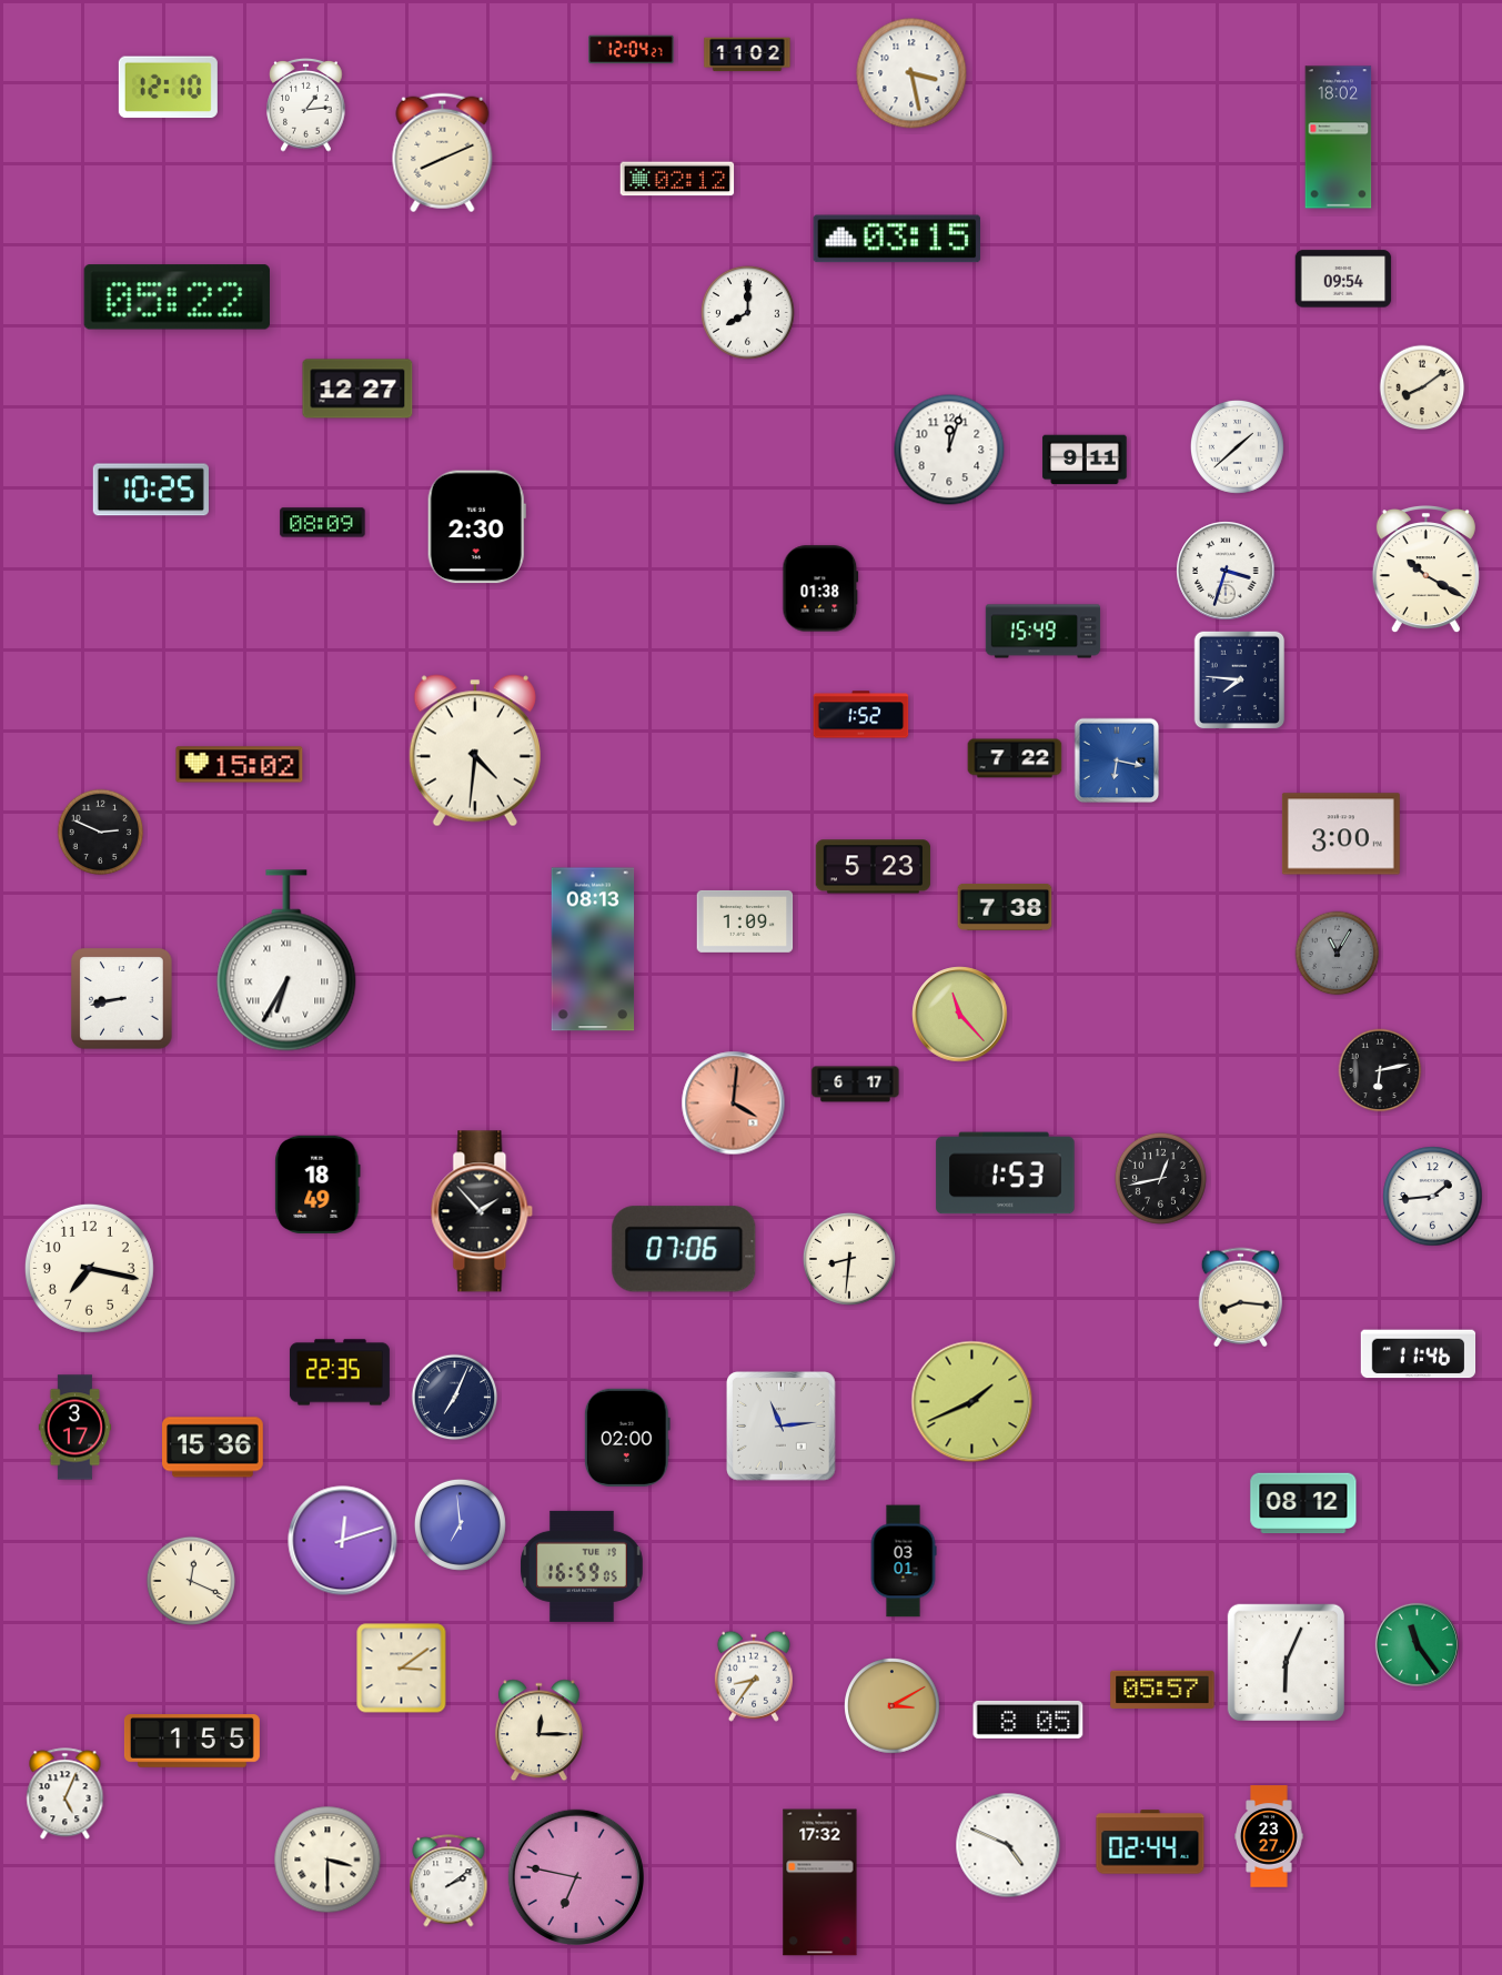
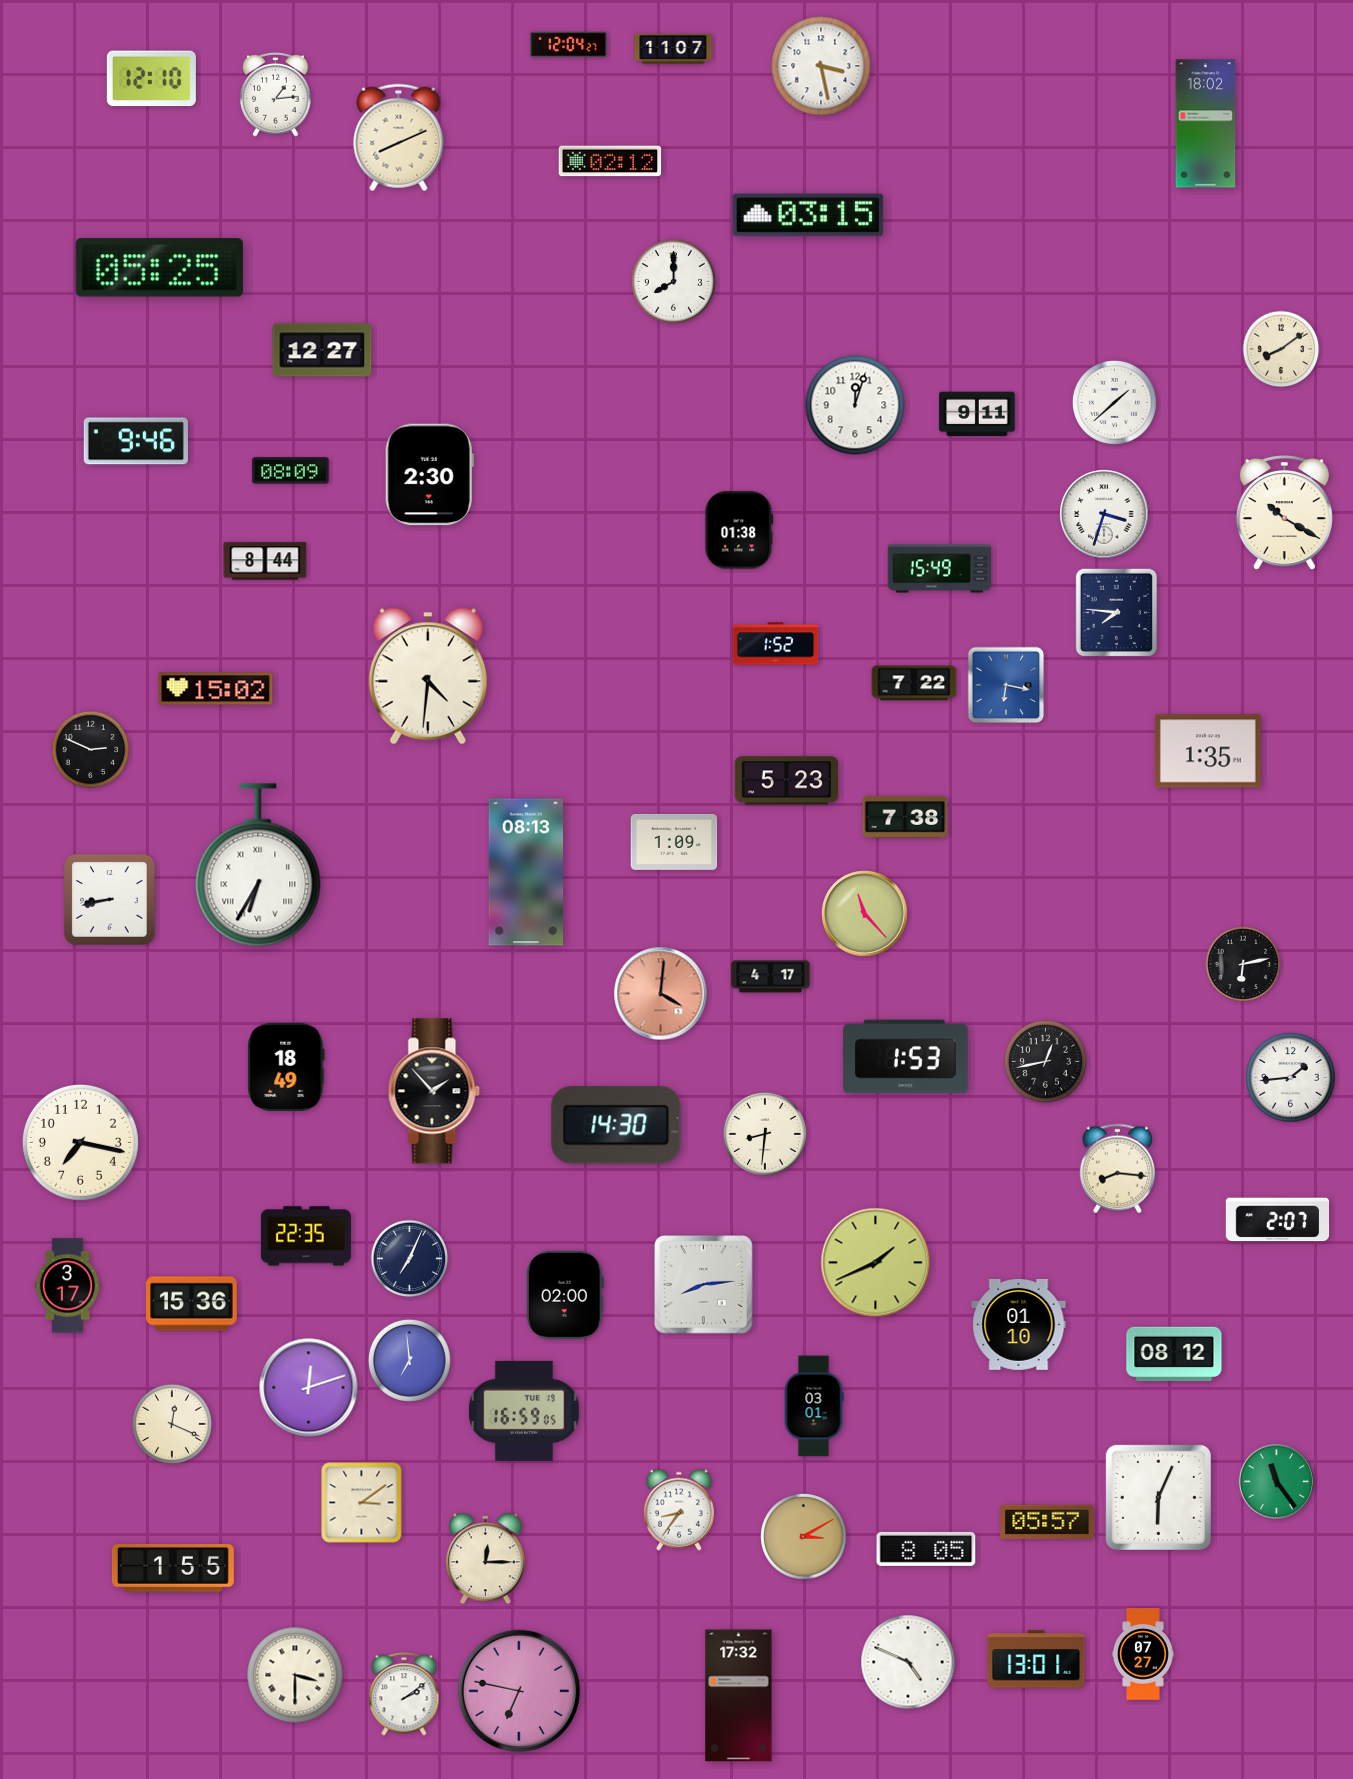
clock at (747, 54): 11:02 -> 11:07
clock at (1343, 279): 09:54 -> none
clock at (177, 298): 05:22 -> 05:25
clock at (151, 490): 10:25 -> 9:46
clock at (265, 561): none -> 8:44
clock at (1341, 834): 3:00 -> 1:35
clock at (745, 921) position: (745, 921) -> (674, 842)
clock at (593, 949) position: (593, 949) -> (526, 872)
clock at (1338, 954): 11:05 -> none
clock at (856, 1085): 6:17 -> 4:17
clock at (684, 1249): 07:06 -> 14:30
clock at (1419, 1354): 11:46 -> 2:07
clock at (782, 1427): 11:14 -> 8:14
clock at (1019, 1324): none -> 01:10
clock at (460, 1524) position: (460, 1524) -> (409, 1360)
clock at (65, 1794): 5:04 -> none
clock at (1270, 1836): 23:27 -> 07:27
clock at (1150, 1842): 02:44 -> 13:01
